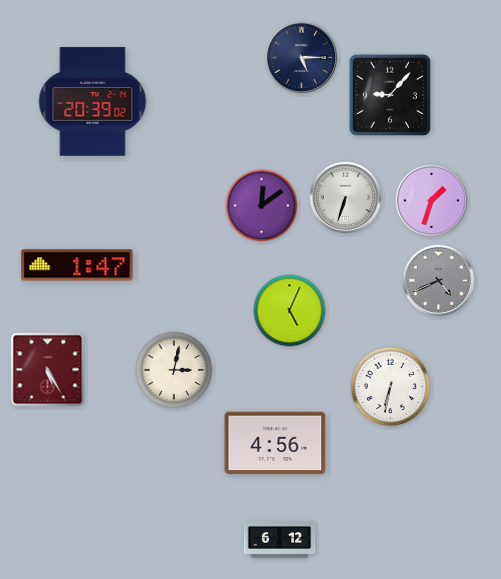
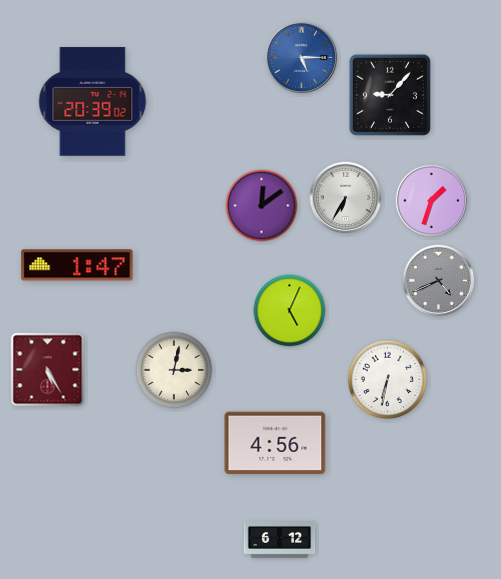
clock at (302, 58) dial: navy -> blue
clock at (346, 198): 6:33 -> 6:35
clock at (391, 387) position: (391, 387) -> (388, 380)
